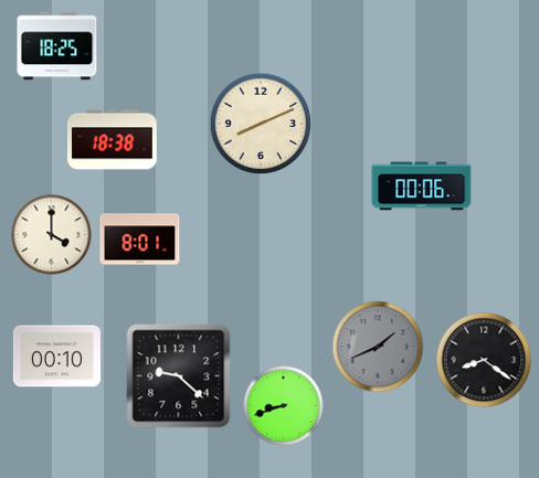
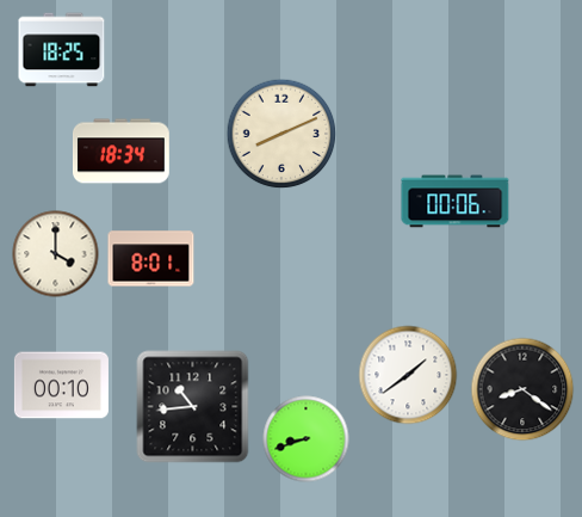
clock at (113, 140): 18:38 -> 18:34
clock at (378, 347): 1:41 -> 1:39
clock at (378, 347) dial: grey -> white
clock at (179, 376): 9:22 -> 10:44
